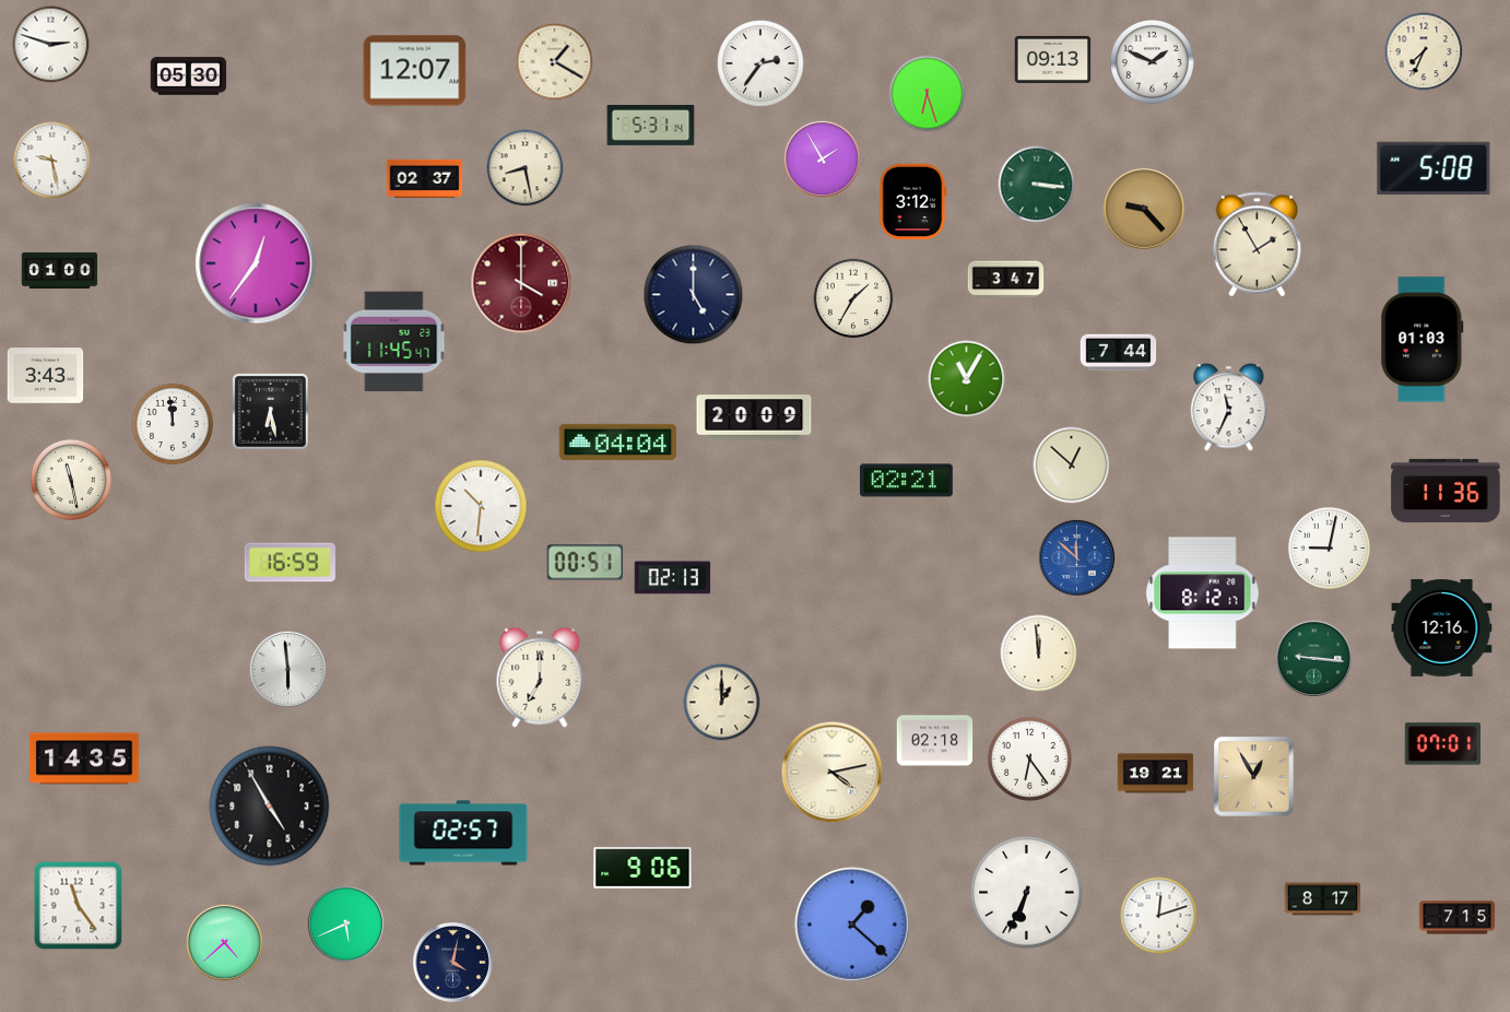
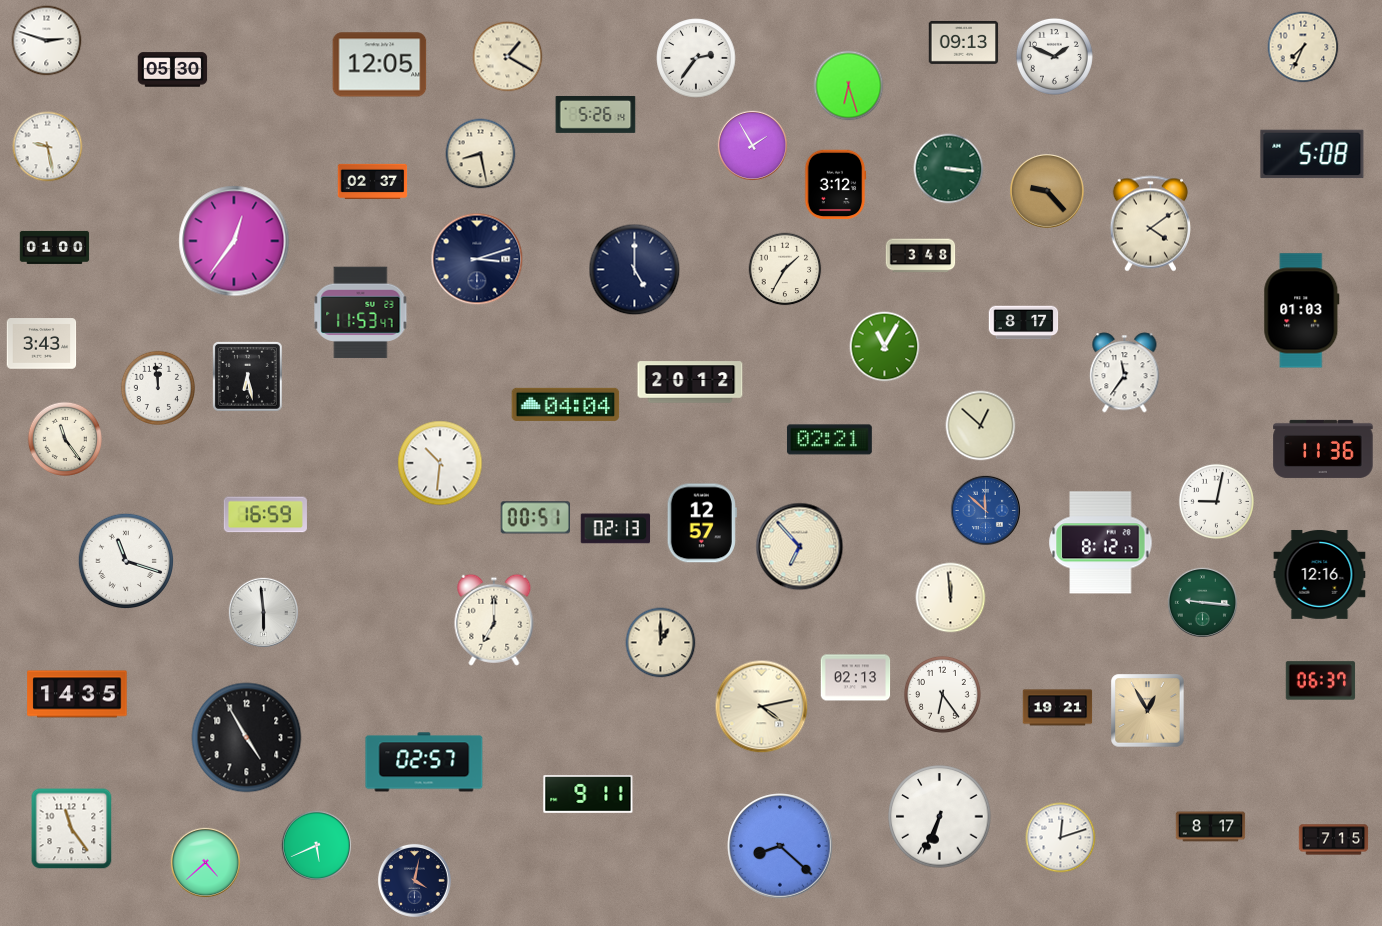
clock at (1053, 59) position: (1053, 59) -> (964, 42)
clock at (415, 71): 12:07 -> 12:05
clock at (651, 125): 5:31 -> 5:26
clock at (425, 178) position: (425, 178) -> (373, 181)
clock at (1257, 245): 1:55 -> 4:09
clock at (1006, 280): 3:47 -> 3:48
clock at (521, 283): 4:00 -> 3:12
clock at (521, 283) dial: burgundy -> navy
clock at (853, 298) position: (853, 298) -> (785, 269)
clock at (394, 342): 11:45 -> 11:53
clock at (1119, 353): 7:44 -> 8:17
clock at (1229, 408): 11:34 -> 11:36
clock at (754, 417): 20:09 -> 20:12
clock at (70, 479): 11:28 -> 11:24
clock at (585, 563) position: (585, 563) -> (535, 518)
clock at (702, 523): none -> 12:57
clock at (800, 547): none -> 6:53
clock at (126, 561): none -> 11:18
clock at (935, 741): 02:18 -> 02:13
clock at (1443, 744): 07:01 -> 06:37
clock at (642, 868): 9:06 -> 9:11
clock at (1323, 899) position: (1323, 899) -> (1211, 827)
clock at (852, 925): 1:22 -> 8:22
